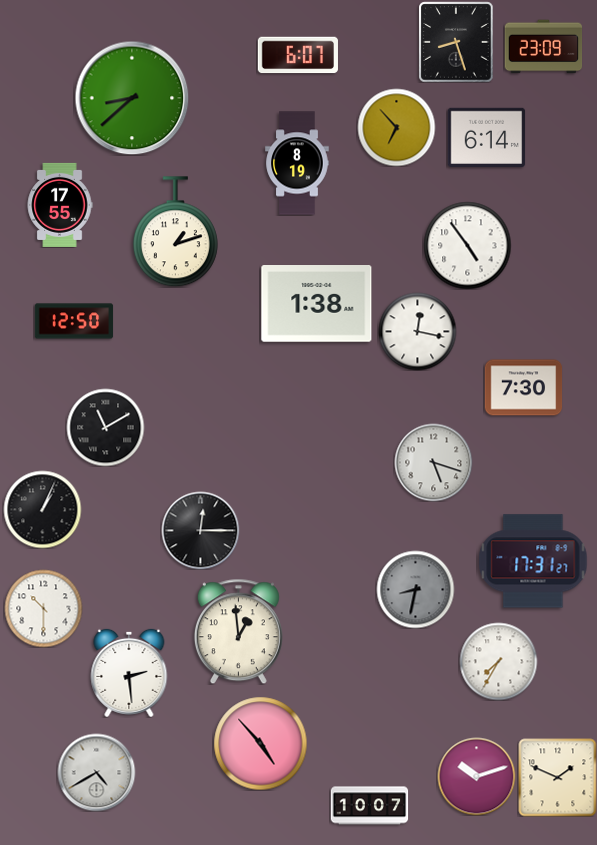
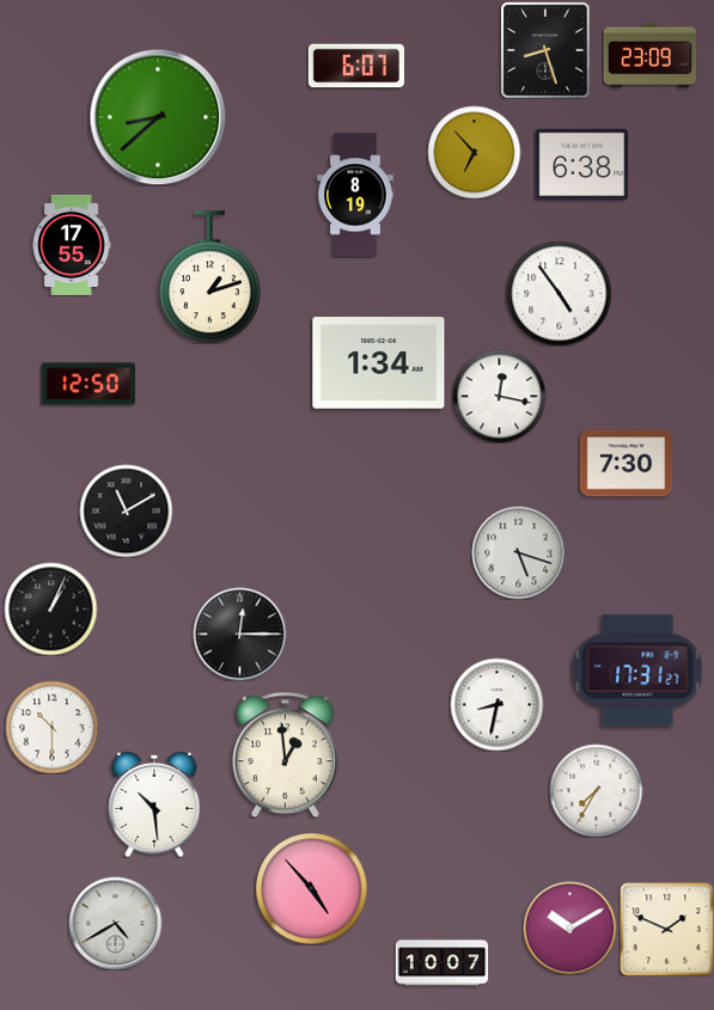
clock at (486, 137): 6:14 -> 6:38
clock at (317, 304): 1:38 -> 1:34
clock at (415, 589) dial: grey -> white
clock at (129, 673): 2:29 -> 10:29
clock at (476, 776): 10:12 -> 10:10
